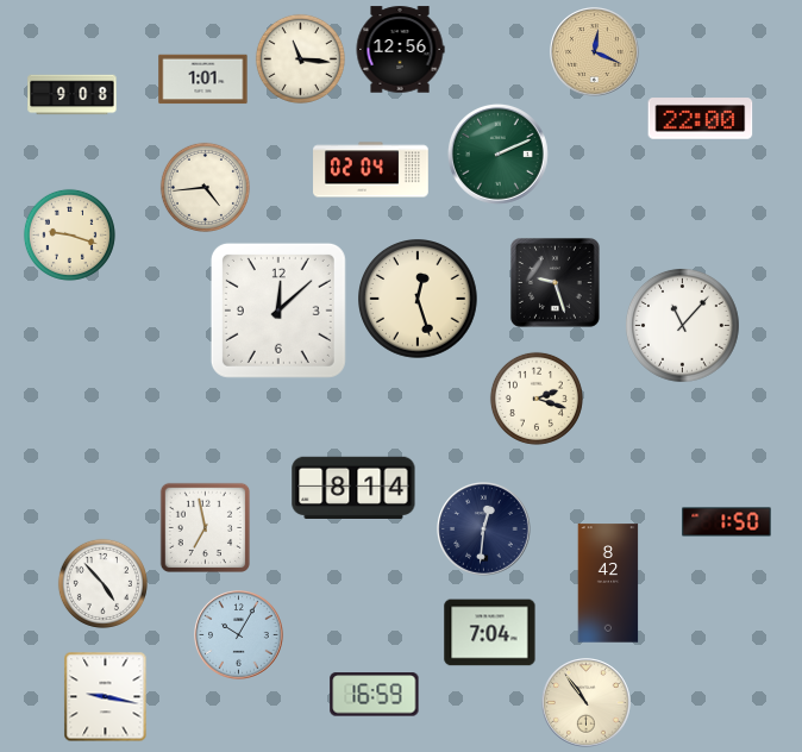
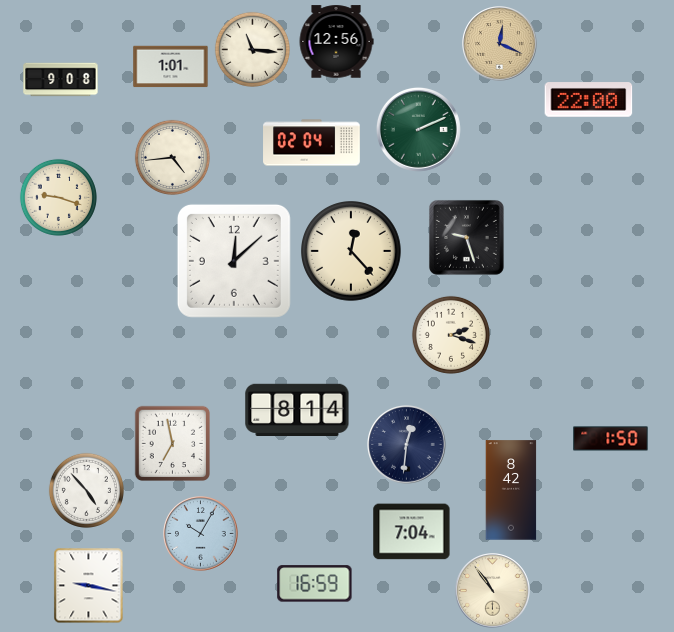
clock at (419, 300): 12:27 -> 12:23
clock at (683, 326): 11:07 -> none
